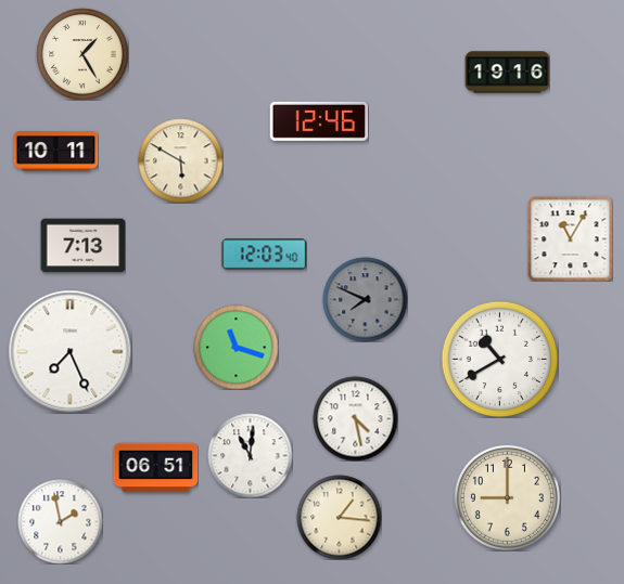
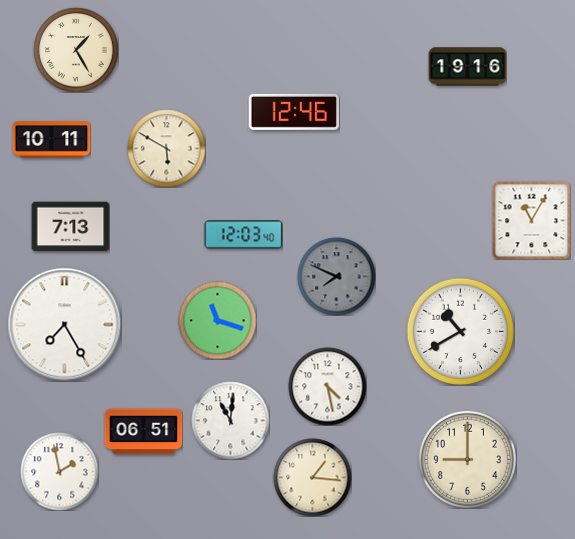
clock at (570, 238) position: (570, 238) -> (531, 220)
clock at (82, 246) position: (82, 246) -> (70, 227)
clock at (69, 351): 7:26 -> 7:25
clock at (60, 521) position: (60, 521) -> (59, 471)
